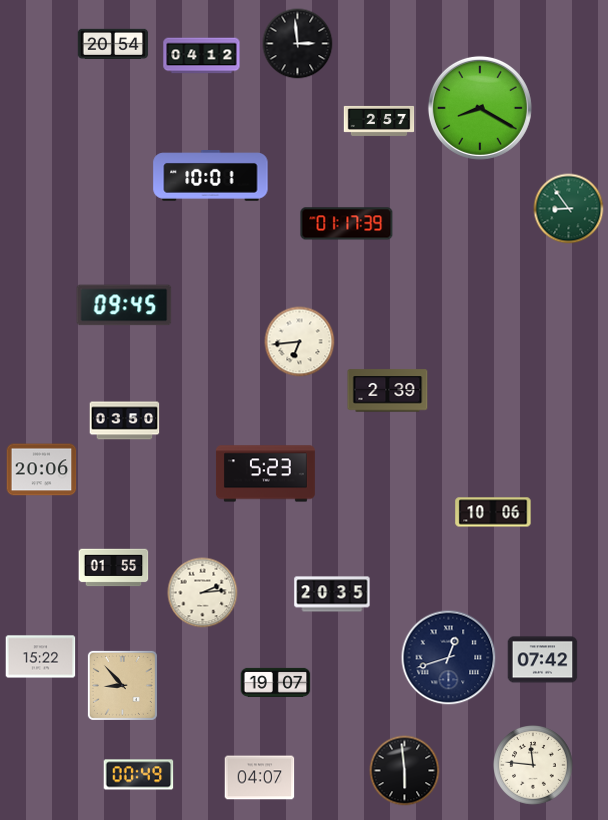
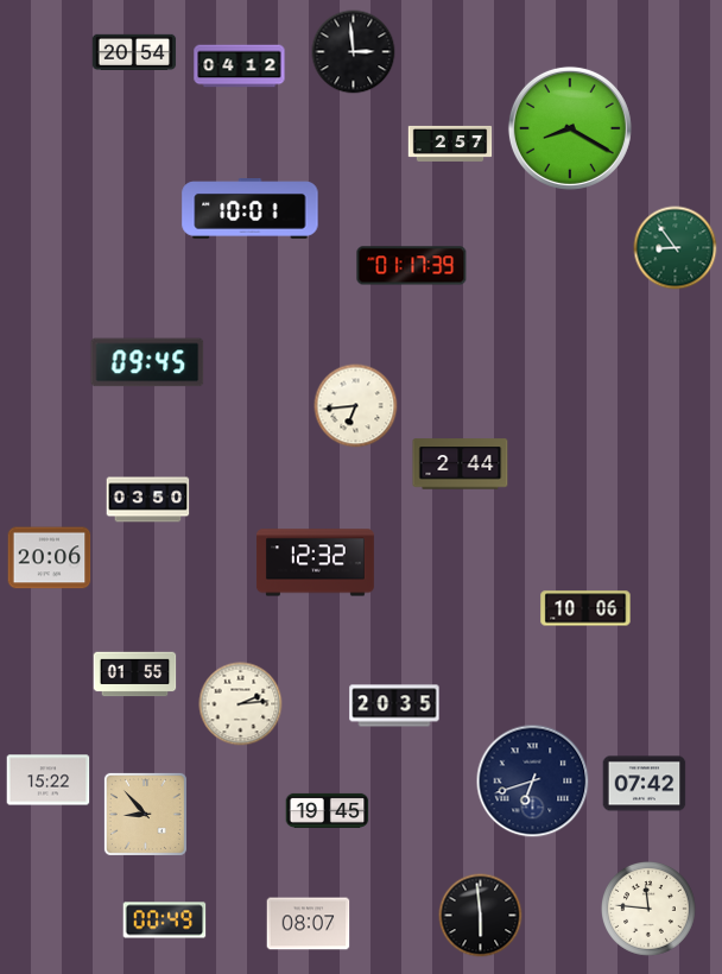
clock at (388, 391): 2:39 -> 2:44
clock at (265, 474): 5:23 -> 12:32
clock at (449, 658): 12:42 -> 6:42
clock at (276, 682): 19:07 -> 19:45
clock at (534, 766) position: (534, 766) -> (650, 910)
clock at (260, 778): 04:07 -> 08:07
